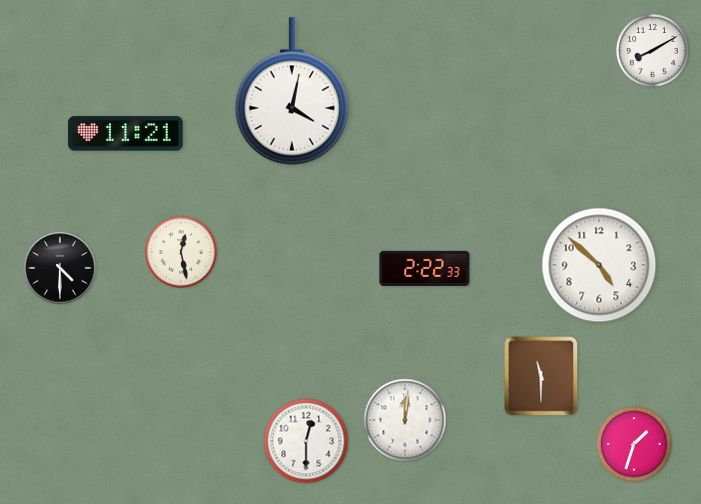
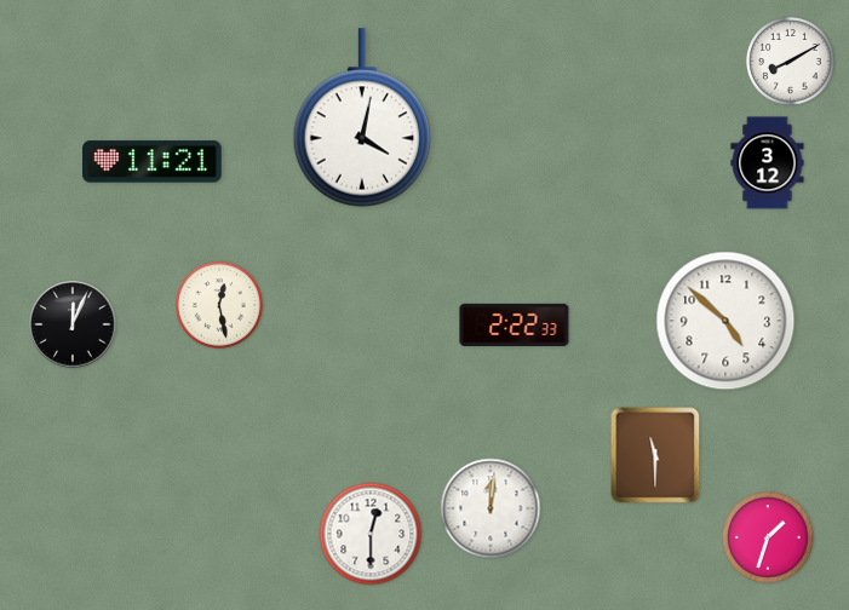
clock at (292, 91) position: (292, 91) -> (362, 117)
clock at (768, 163): none -> 3:12
clock at (60, 268): 4:30 -> 12:04
